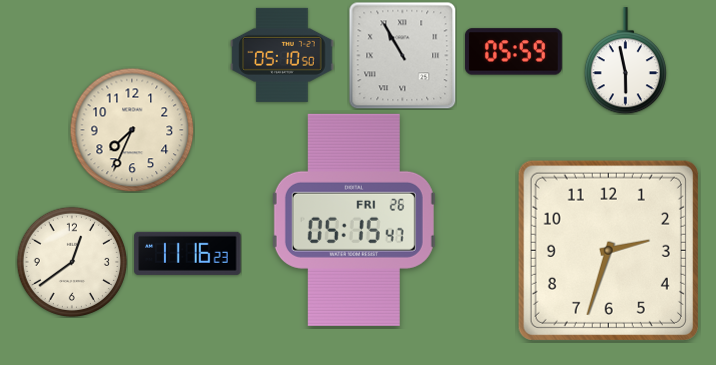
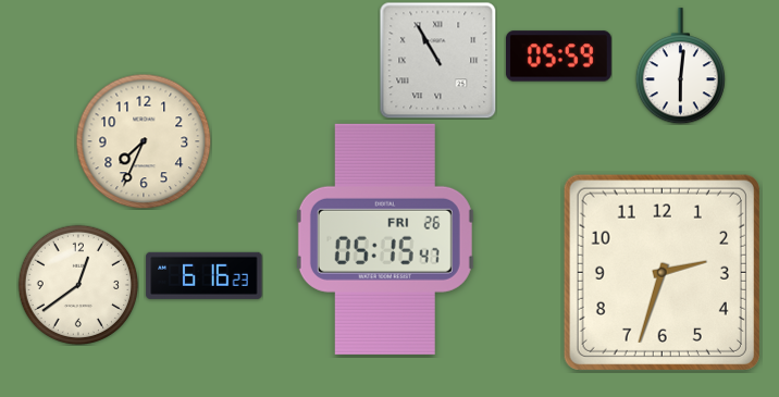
clock at (282, 55): 05:10 -> none
clock at (625, 61): 5:58 -> 6:01
clock at (188, 253): 11:16 -> 6:16
